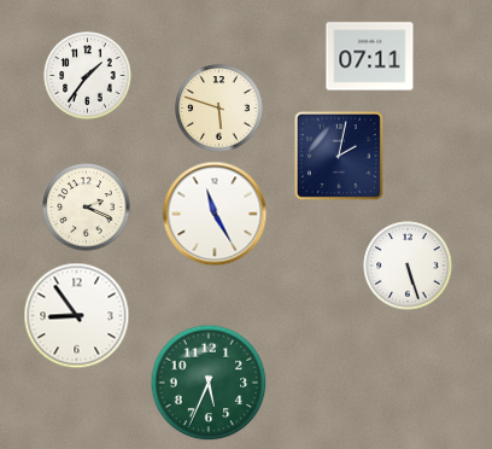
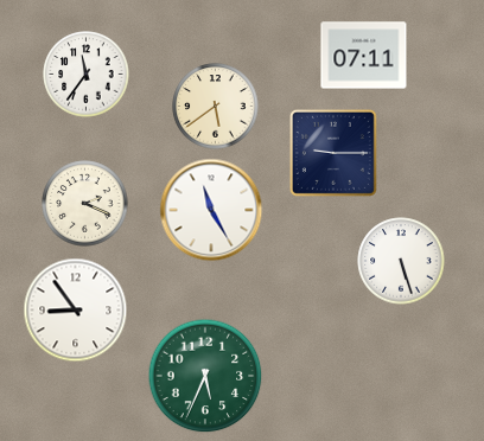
clock at (88, 76): 1:36 -> 11:36
clock at (219, 109): 5:48 -> 5:39
clock at (339, 156): 2:02 -> 9:15
